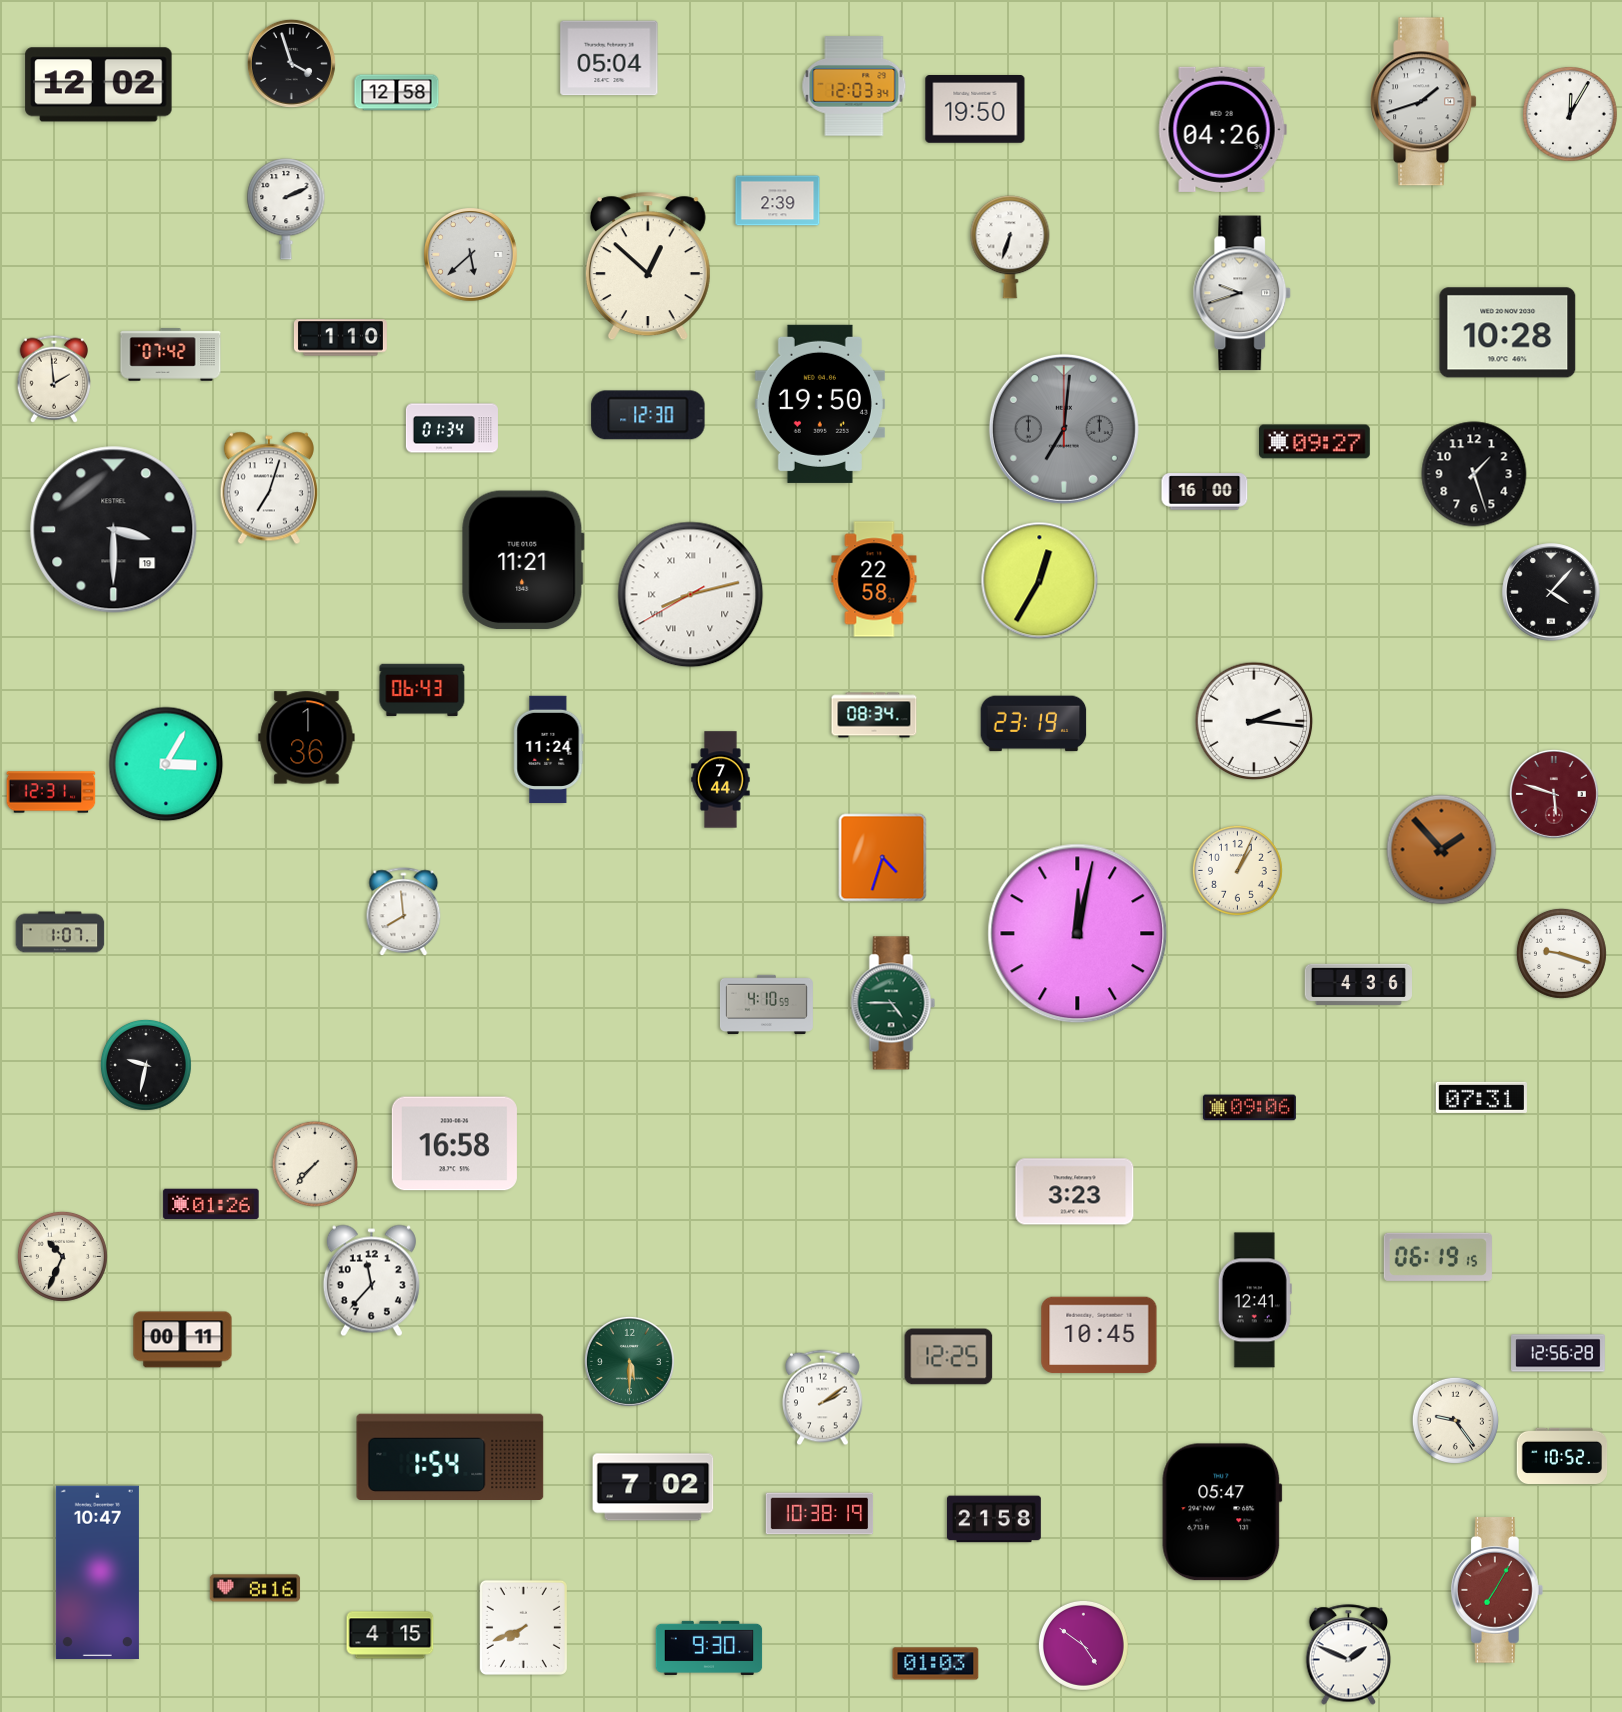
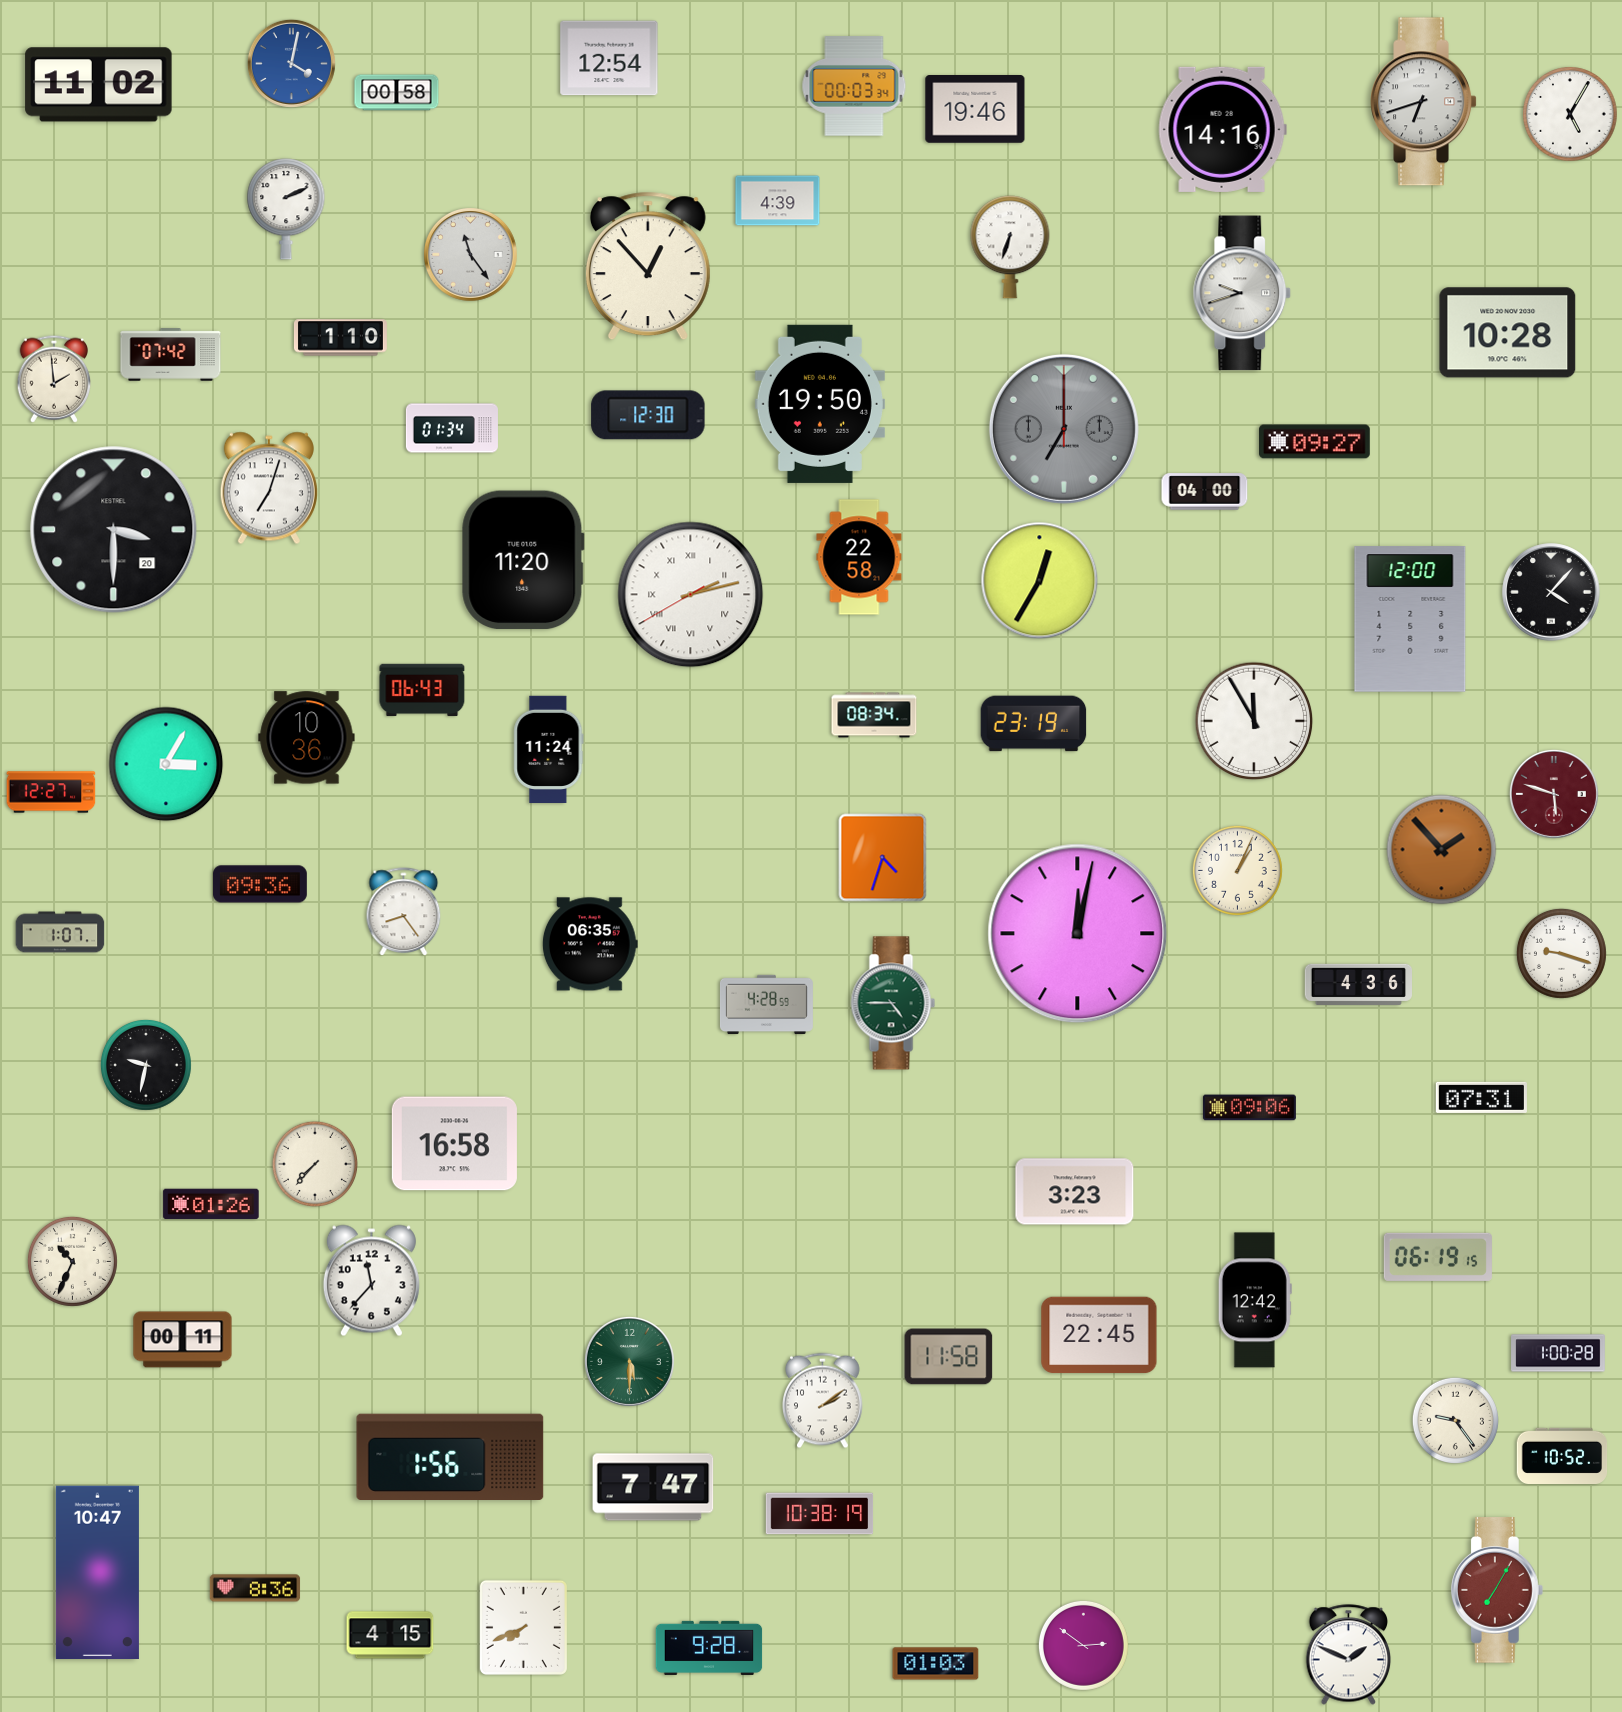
clock at (609, 58): 05:04 -> 12:54
clock at (291, 63): 3:57 -> 4:02
clock at (291, 63) dial: black -> blue
clock at (99, 85): 12:02 -> 11:02
clock at (854, 86): 12:03 -> 00:03
clock at (397, 93): 12:58 -> 00:58
clock at (1424, 102): 1:42 -> 6:42
clock at (975, 109): 19:50 -> 19:46
clock at (1570, 114): 12:05 -> 5:05
clock at (1222, 129): 04:26 -> 14:16
clock at (778, 201): 2:39 -> 4:39
clock at (471, 255): 5:38 -> 11:24
clock at (648, 266): 12:52 -> 12:53
clock at (1064, 429): 7:01 -> 7:00
clock at (1474, 474): 1:27 -> none
clock at (1205, 492): 16:00 -> 04:00
clock at (114, 530) date: 19 -> 20
clock at (523, 560): 11:21 -> 11:20
clock at (874, 579) position: (874, 579) -> (859, 557)
clock at (691, 595): 8:12 -> 2:12
clock at (1410, 619): none -> 12:00
clock at (1254, 721): 2:16 -> 11:55
clock at (307, 738): 1:36 -> 10:36
clock at (721, 780): 7:44 -> none
clock at (51, 792): 12:31 -> 12:27
clock at (261, 884): none -> 09:36
clock at (404, 911): 7:59 -> 8:24
clock at (590, 944): none -> 06:35
clock at (766, 1005): 4:10 -> 4:28
clock at (62, 1256) position: (62, 1256) -> (72, 1261)
clock at (1255, 1300): 12:41 -> 12:42
clock at (1099, 1335): 10:45 -> 22:45
clock at (1558, 1353): 12:56 -> 1:00
clock at (949, 1357): 12:25 -> 11:58
clock at (823, 1398) position: (823, 1398) -> (823, 1401)
clock at (450, 1456): 1:54 -> 1:56
clock at (653, 1487): 7:02 -> 7:47
clock at (1222, 1512): 05:47 -> none
clock at (995, 1519): 21:58 -> none
clock at (255, 1588): 8:16 -> 8:36
clock at (1083, 1645): 4:51 -> 2:51
clock at (709, 1648): 9:30 -> 9:28
